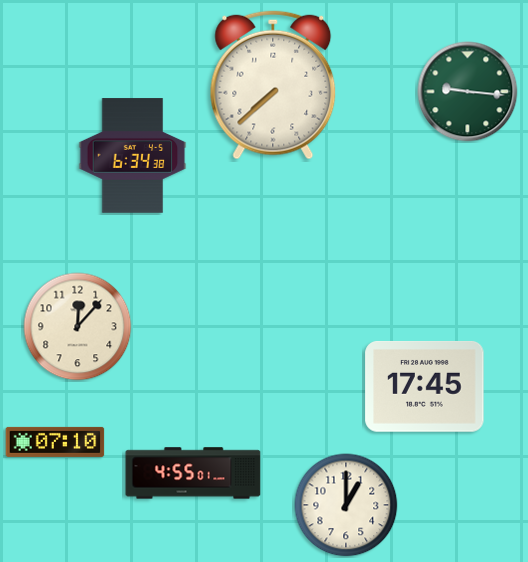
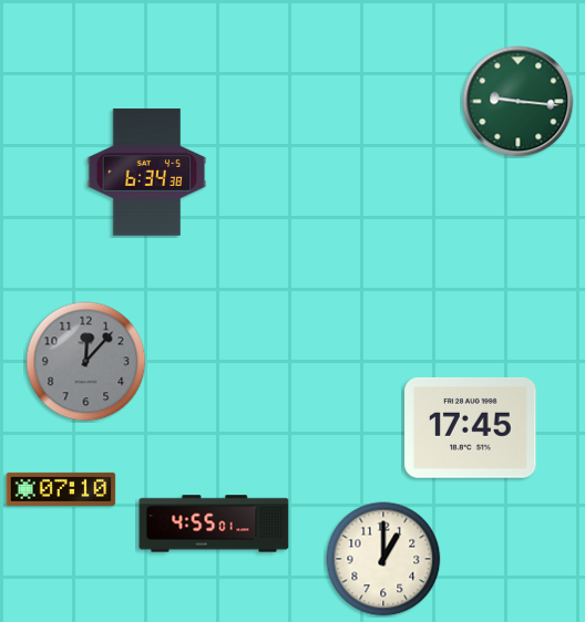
clock at (273, 85): 7:38 -> none
clock at (78, 327) dial: cream -> grey
